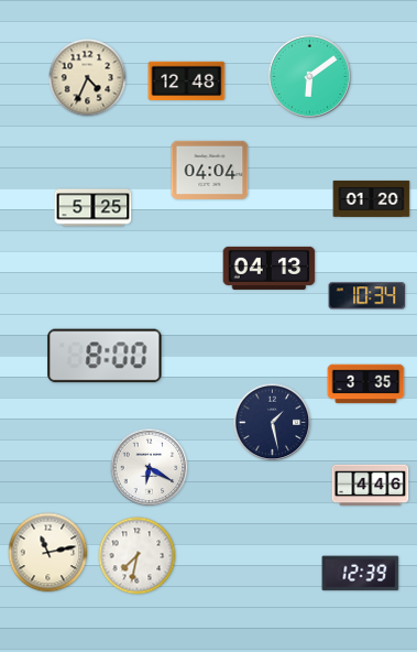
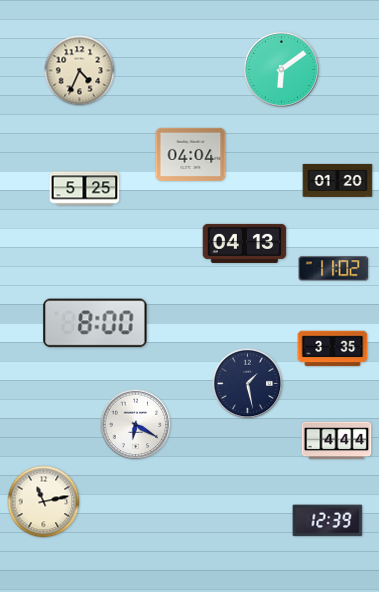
clock at (187, 81): 12:48 -> none
clock at (367, 296): 10:34 -> 11:02
clock at (371, 486): 4:46 -> 4:44
clock at (138, 556): 7:32 -> none
